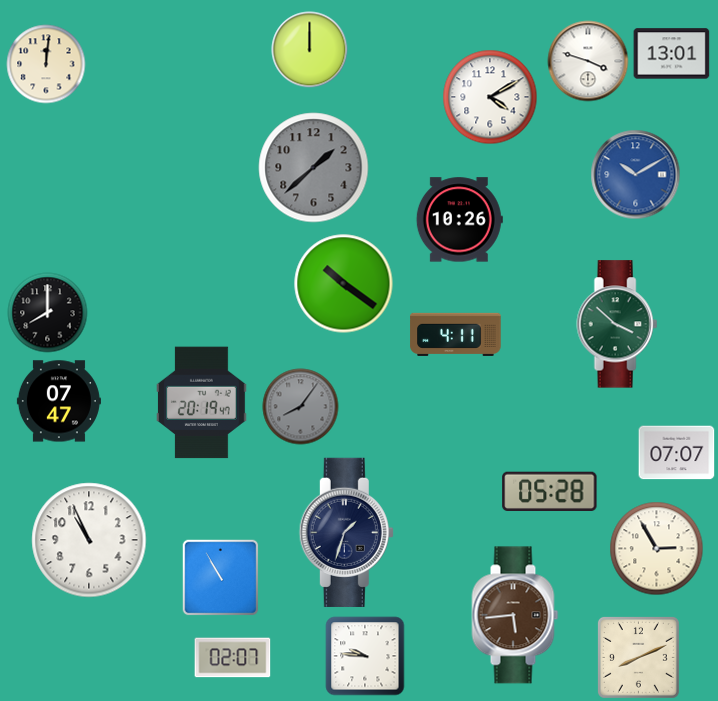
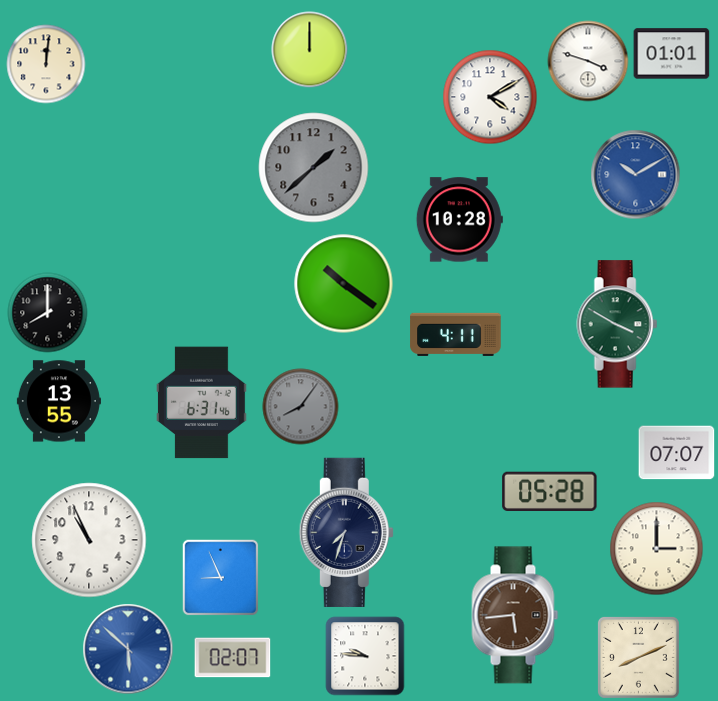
clock at (672, 54): 13:01 -> 01:01
clock at (459, 220): 10:26 -> 10:28
clock at (617, 324): 3:52 -> 3:50
clock at (59, 401): 07:47 -> 13:55
clock at (202, 403): 20:19 -> 6:31
clock at (346, 532): 1:33 -> 7:33
clock at (657, 549): 2:55 -> 3:00
clock at (220, 577): 10:55 -> 8:56
clock at (128, 649): none -> 5:52
